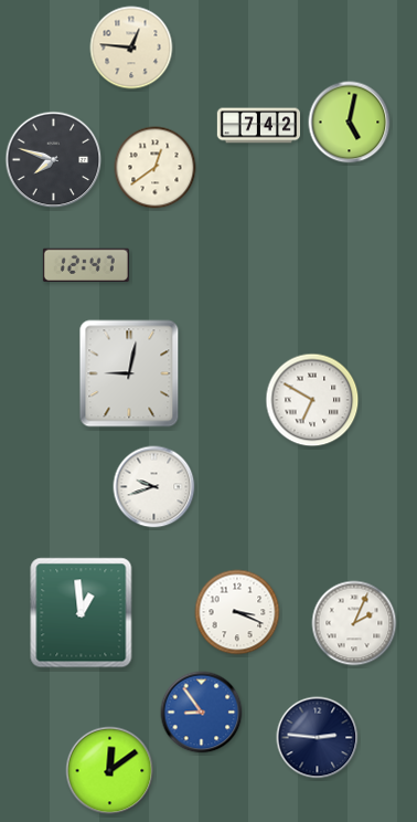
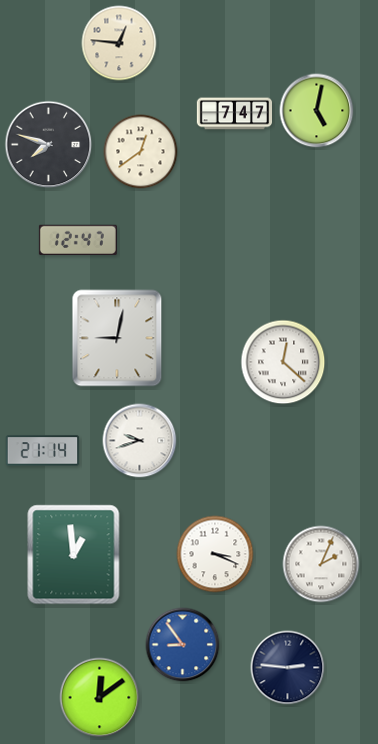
clock at (258, 126): 7:42 -> 7:47
clock at (312, 400): 6:50 -> 12:22
clock at (43, 451): none -> 21:14
